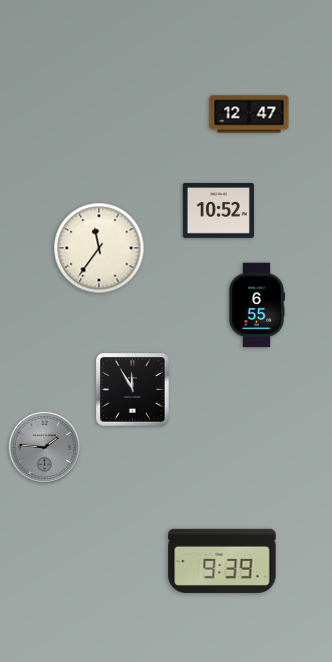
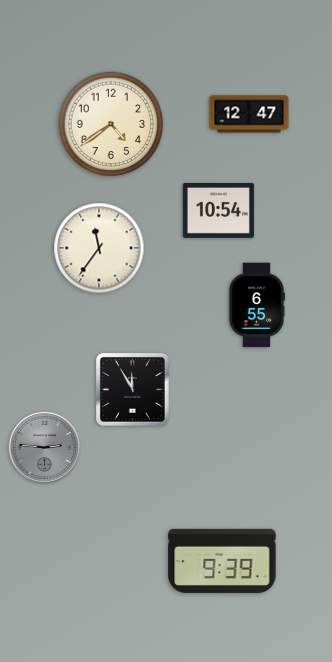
clock at (111, 124): none -> 4:39
clock at (218, 210): 10:52 -> 10:54
clock at (44, 447): 1:46 -> 2:46
